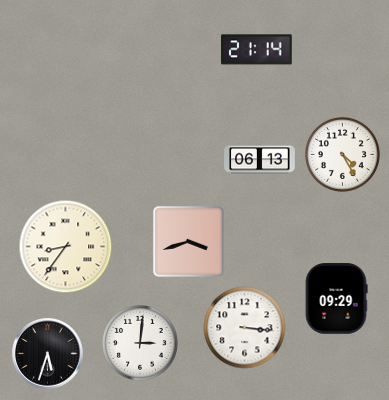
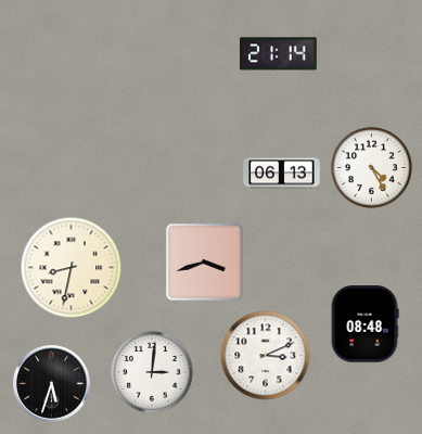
clock at (66, 247): 8:36 -> 8:32
clock at (336, 299): 09:29 -> 08:48
clock at (245, 328): 3:16 -> 3:11
